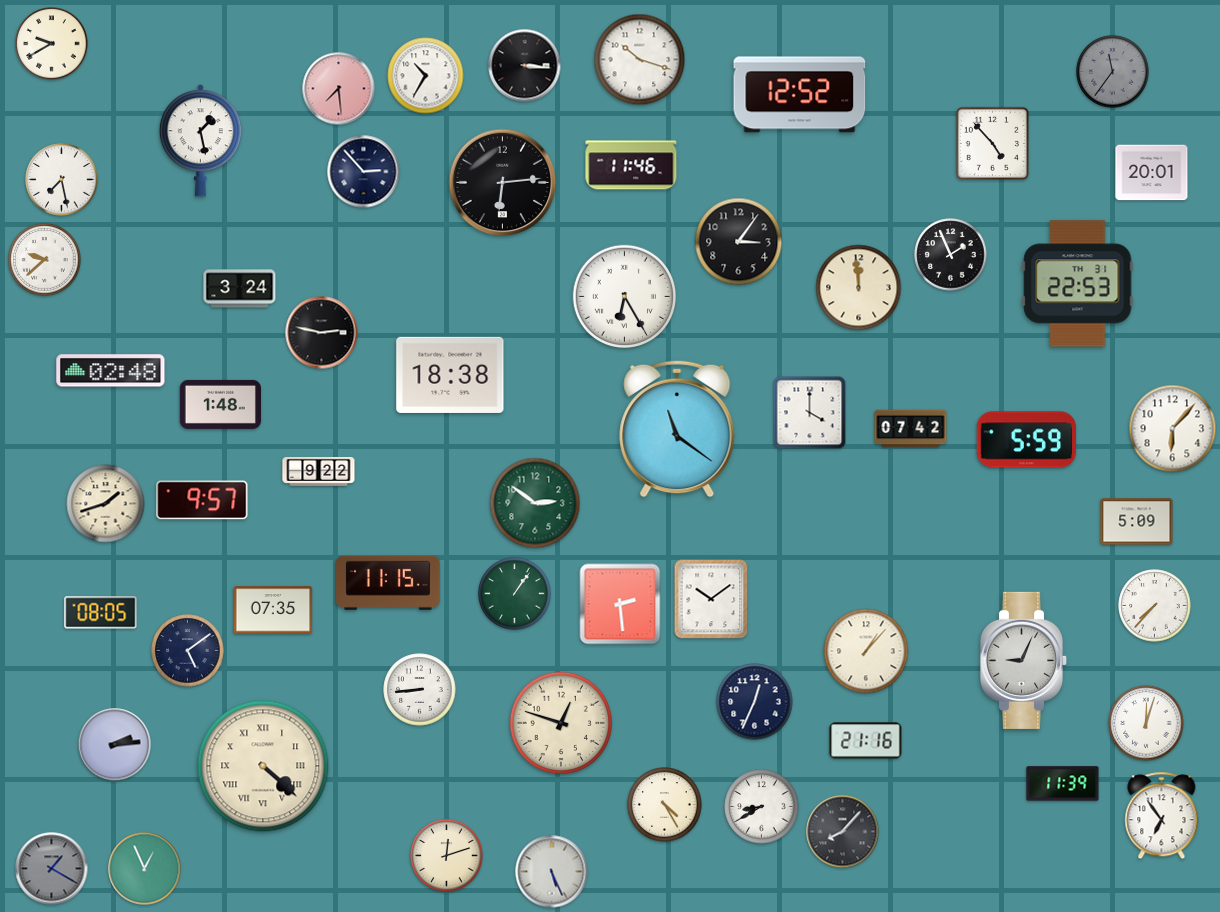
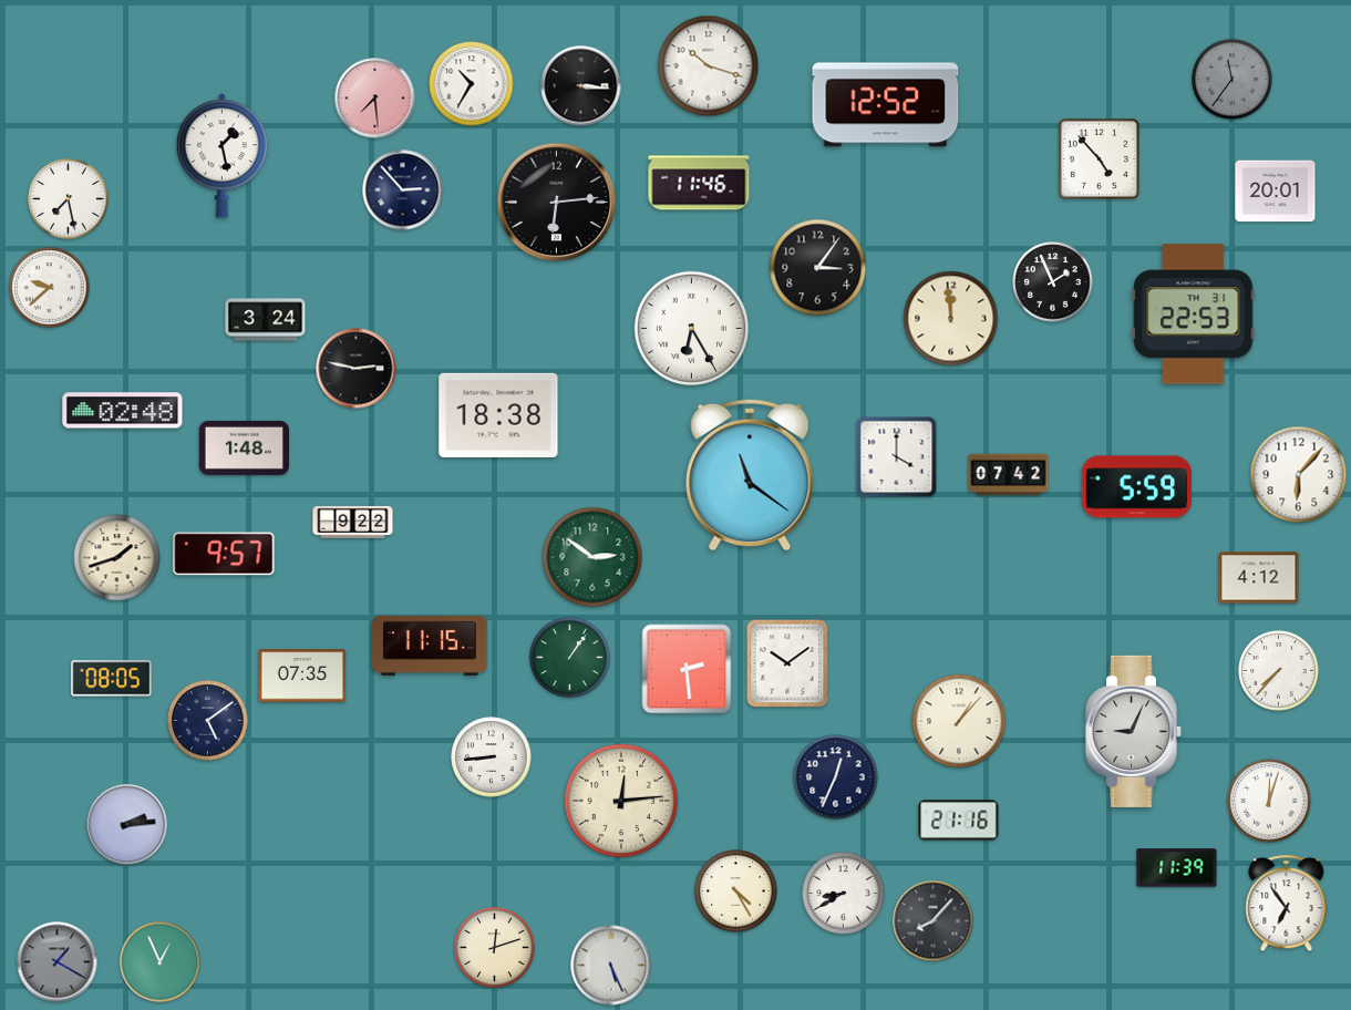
clock at (52, 44): 9:40 -> none
clock at (525, 66) position: (525, 66) -> (581, 86)
clock at (1137, 522): 5:09 -> 4:12
clock at (420, 690) position: (420, 690) -> (492, 757)
clock at (561, 723): 12:48 -> 12:14
clock at (263, 766): 4:22 -> none
